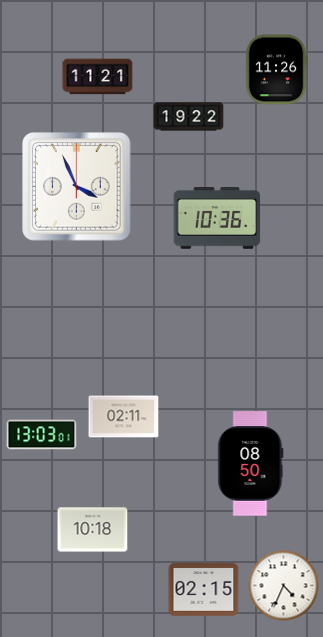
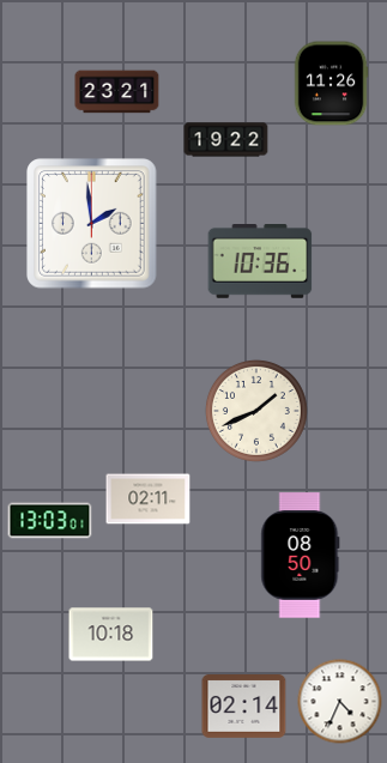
clock at (98, 77): 11:21 -> 23:21
clock at (77, 187): 3:56 -> 1:59
clock at (256, 411): none -> 1:41
clock at (204, 590): 02:15 -> 02:14
